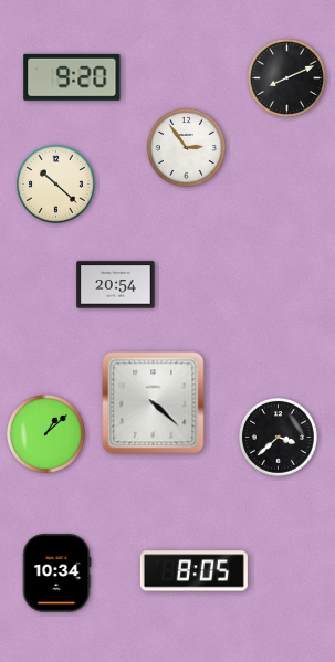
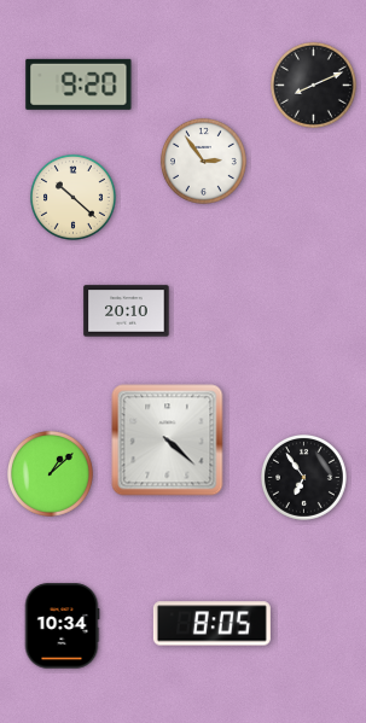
clock at (55, 183) position: (55, 183) -> (72, 197)
clock at (116, 285): 20:54 -> 20:10
clock at (278, 437): 3:38 -> 6:54
